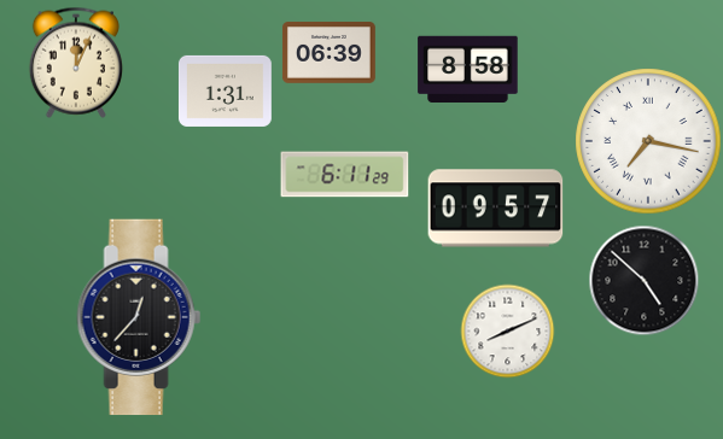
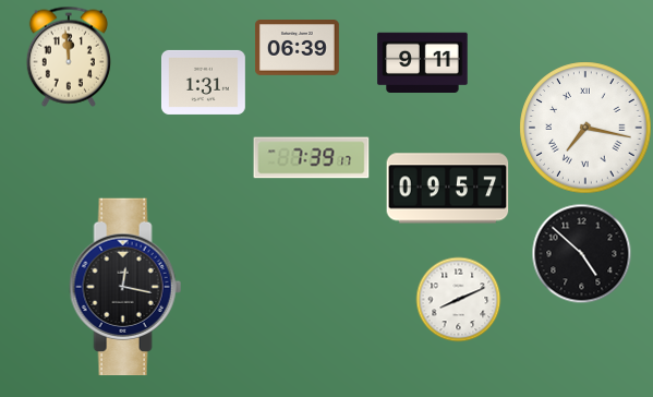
clock at (76, 63): 12:04 -> 11:59
clock at (468, 69): 8:58 -> 9:11
clock at (345, 175): 6:11 -> 7:39
clock at (139, 317): 12:37 -> 12:17
